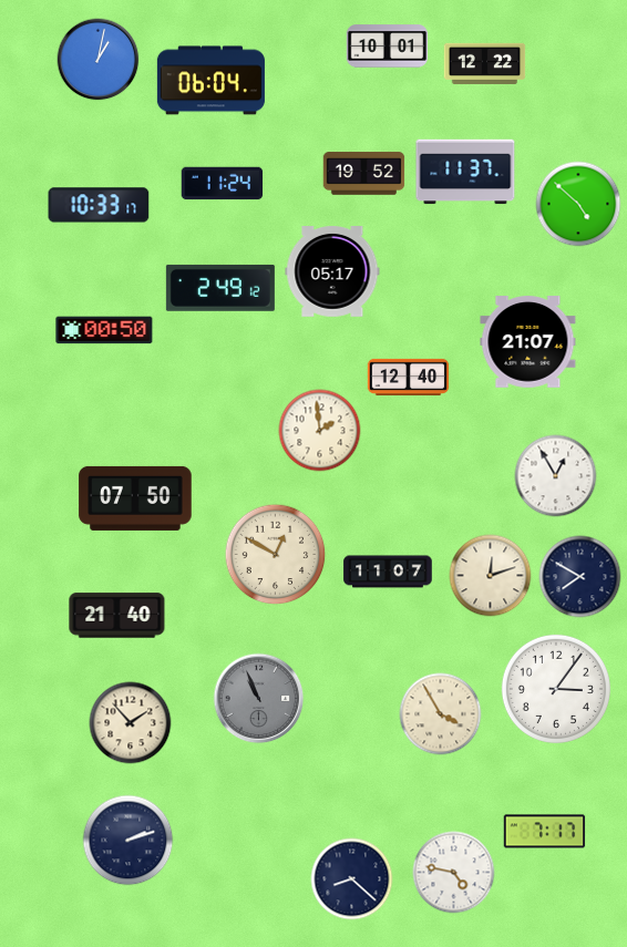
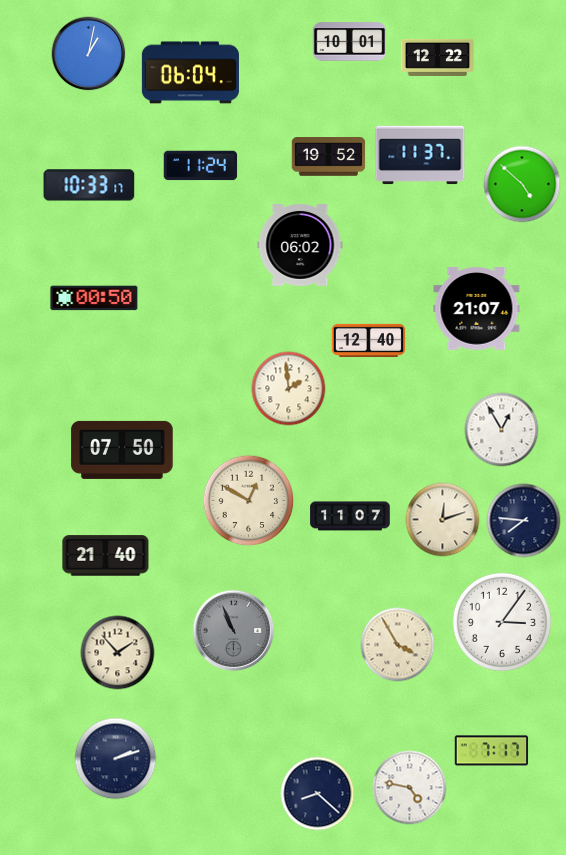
clock at (332, 272): 05:17 -> 06:02
clock at (220, 288): 2:49 -> none
clock at (580, 577): 7:50 -> 7:46
